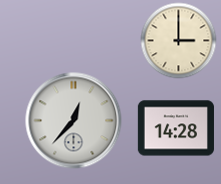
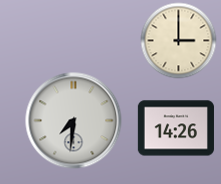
clock at (74, 121): 12:37 -> 7:31
clock at (176, 128): 14:28 -> 14:26
